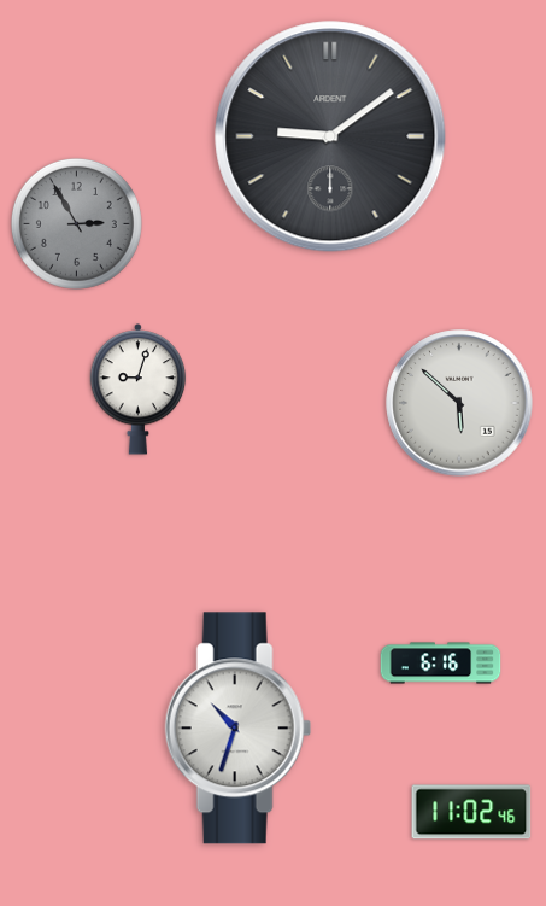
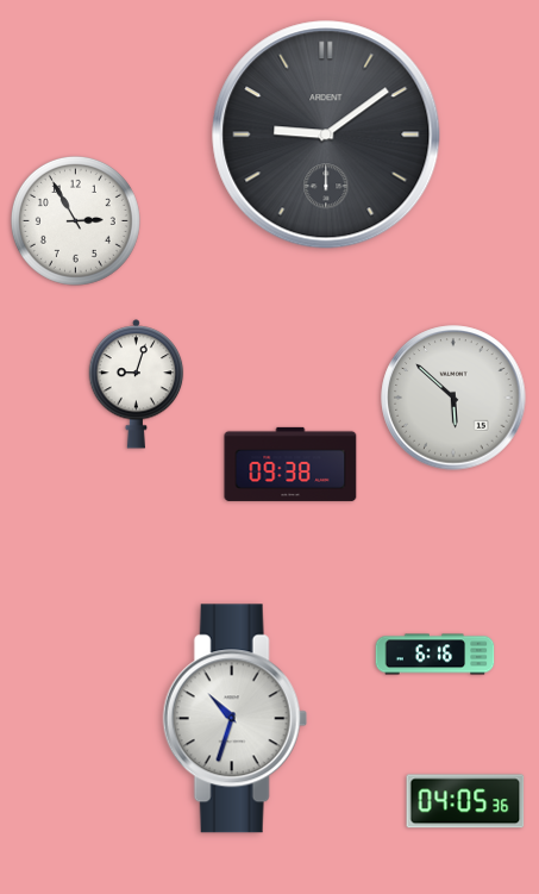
clock at (76, 223) dial: grey -> white
clock at (290, 464): none -> 09:38
clock at (471, 812): 11:02 -> 04:05
